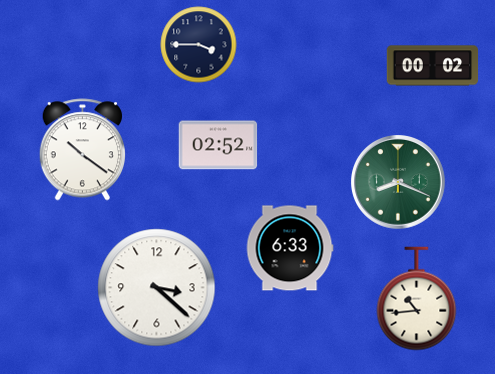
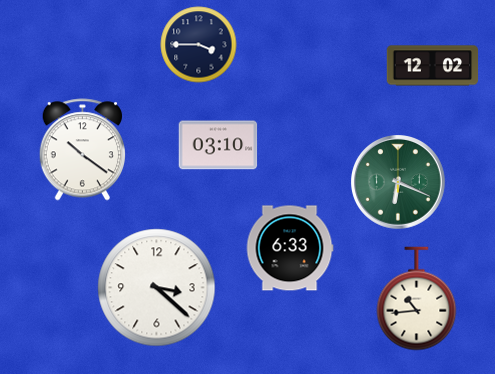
clock at (433, 66): 00:02 -> 12:02
clock at (218, 145): 02:52 -> 03:10
clock at (399, 183): 8:19 -> 6:19
